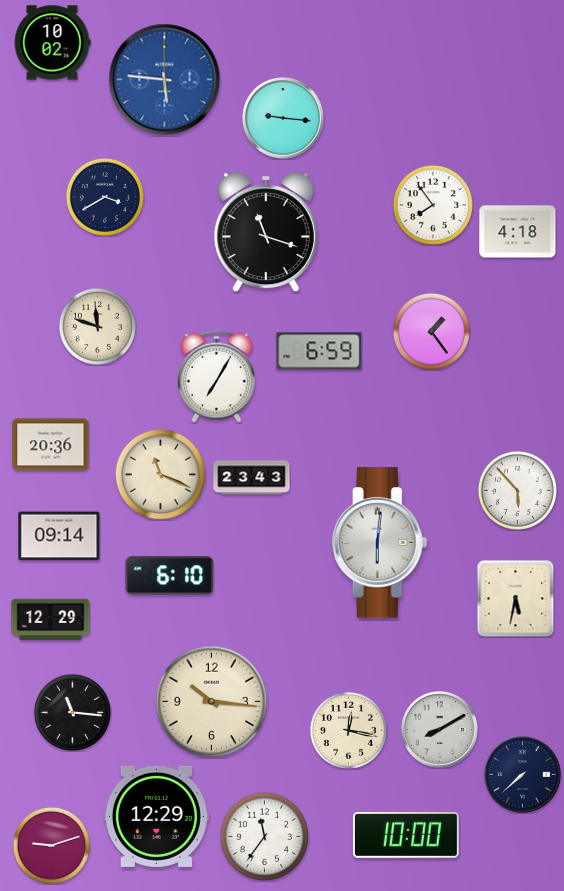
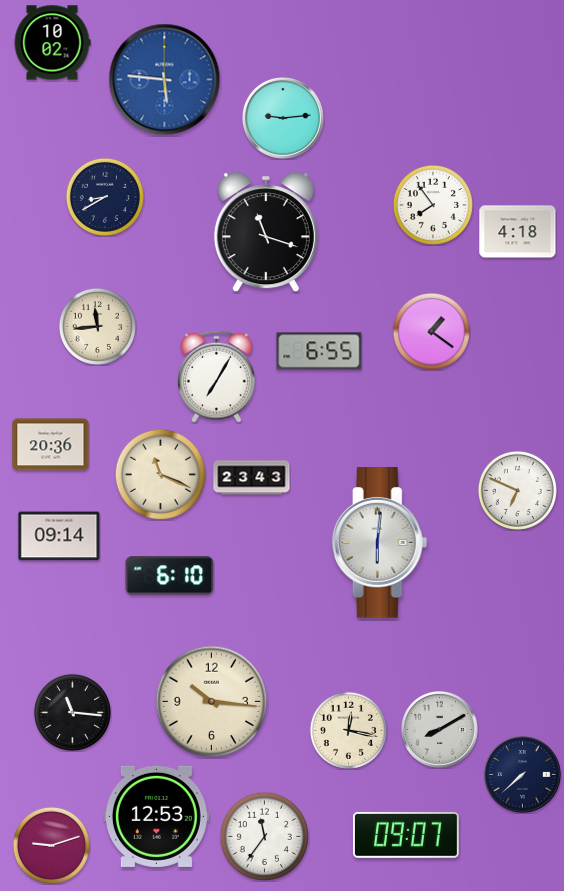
clock at (283, 118): 9:16 -> 9:14
clock at (105, 197): 3:40 -> 8:40
clock at (97, 326): 11:48 -> 11:44
clock at (431, 331): 1:24 -> 1:21
clock at (319, 351): 6:59 -> 6:55
clock at (517, 490): 5:53 -> 6:49
clock at (515, 598): 5:32 -> none
clock at (51, 620): 12:29 -> none
clock at (156, 816): 12:29 -> 12:53
clock at (406, 835): 10:00 -> 09:07
